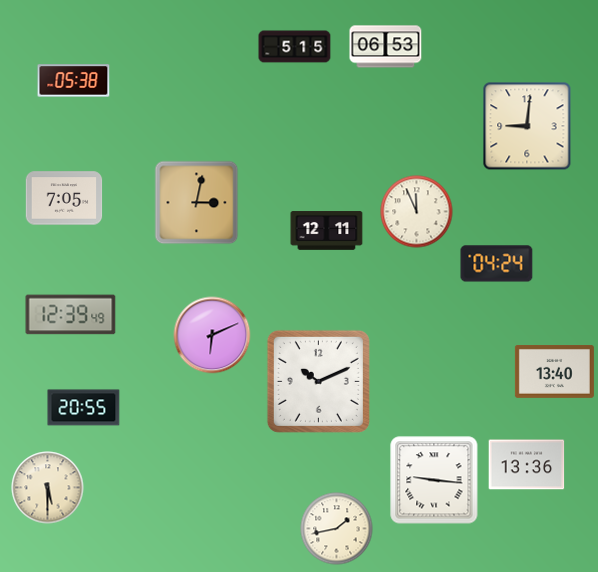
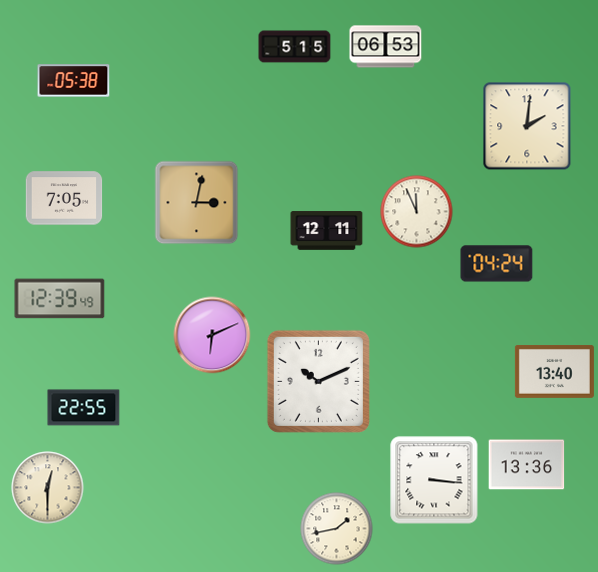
clock at (527, 126): 9:01 -> 2:01
clock at (71, 315) position: (71, 315) -> (60, 299)
clock at (84, 408): 20:55 -> 22:55
clock at (434, 480): 9:16 -> 3:16
clock at (48, 488): 5:30 -> 12:30
